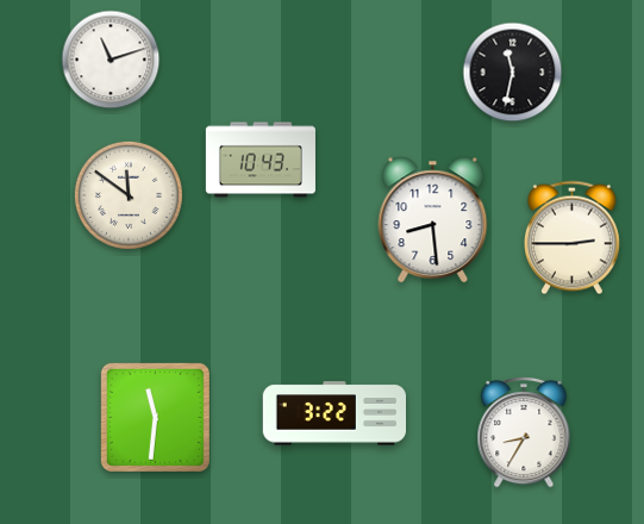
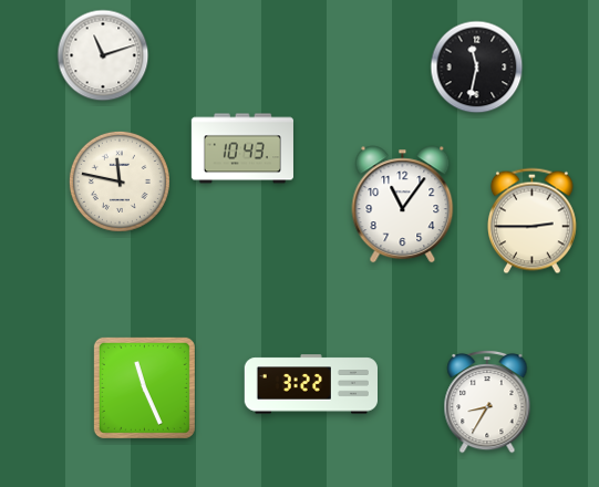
clock at (129, 195): 11:51 -> 11:47
clock at (433, 220): 8:29 -> 11:06
clock at (155, 417): 11:31 -> 11:26
